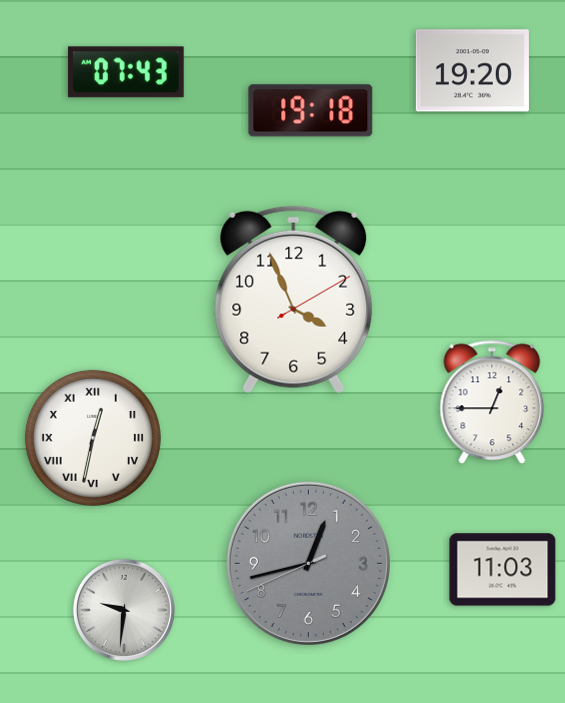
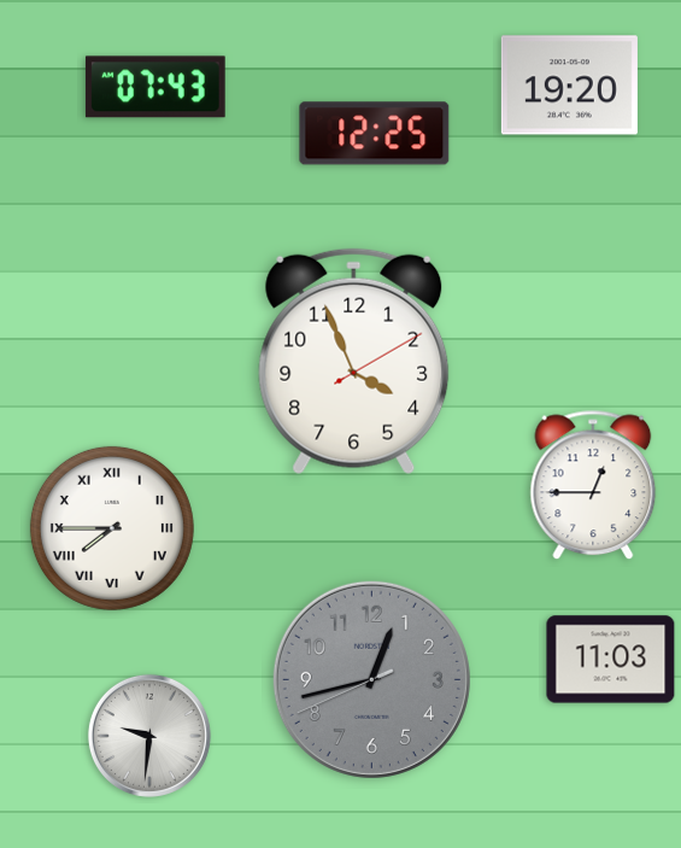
clock at (126, 72) position: (126, 72) -> (155, 87)
clock at (311, 111): 19:18 -> 12:25
clock at (93, 438): 12:32 -> 7:45
clock at (503, 570) position: (503, 570) -> (611, 660)
